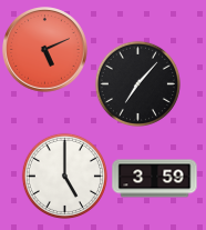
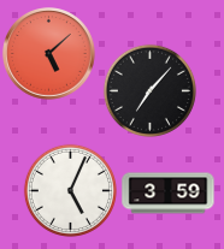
clock at (45, 50): 5:11 -> 5:08
clock at (64, 176): 5:00 -> 5:04
